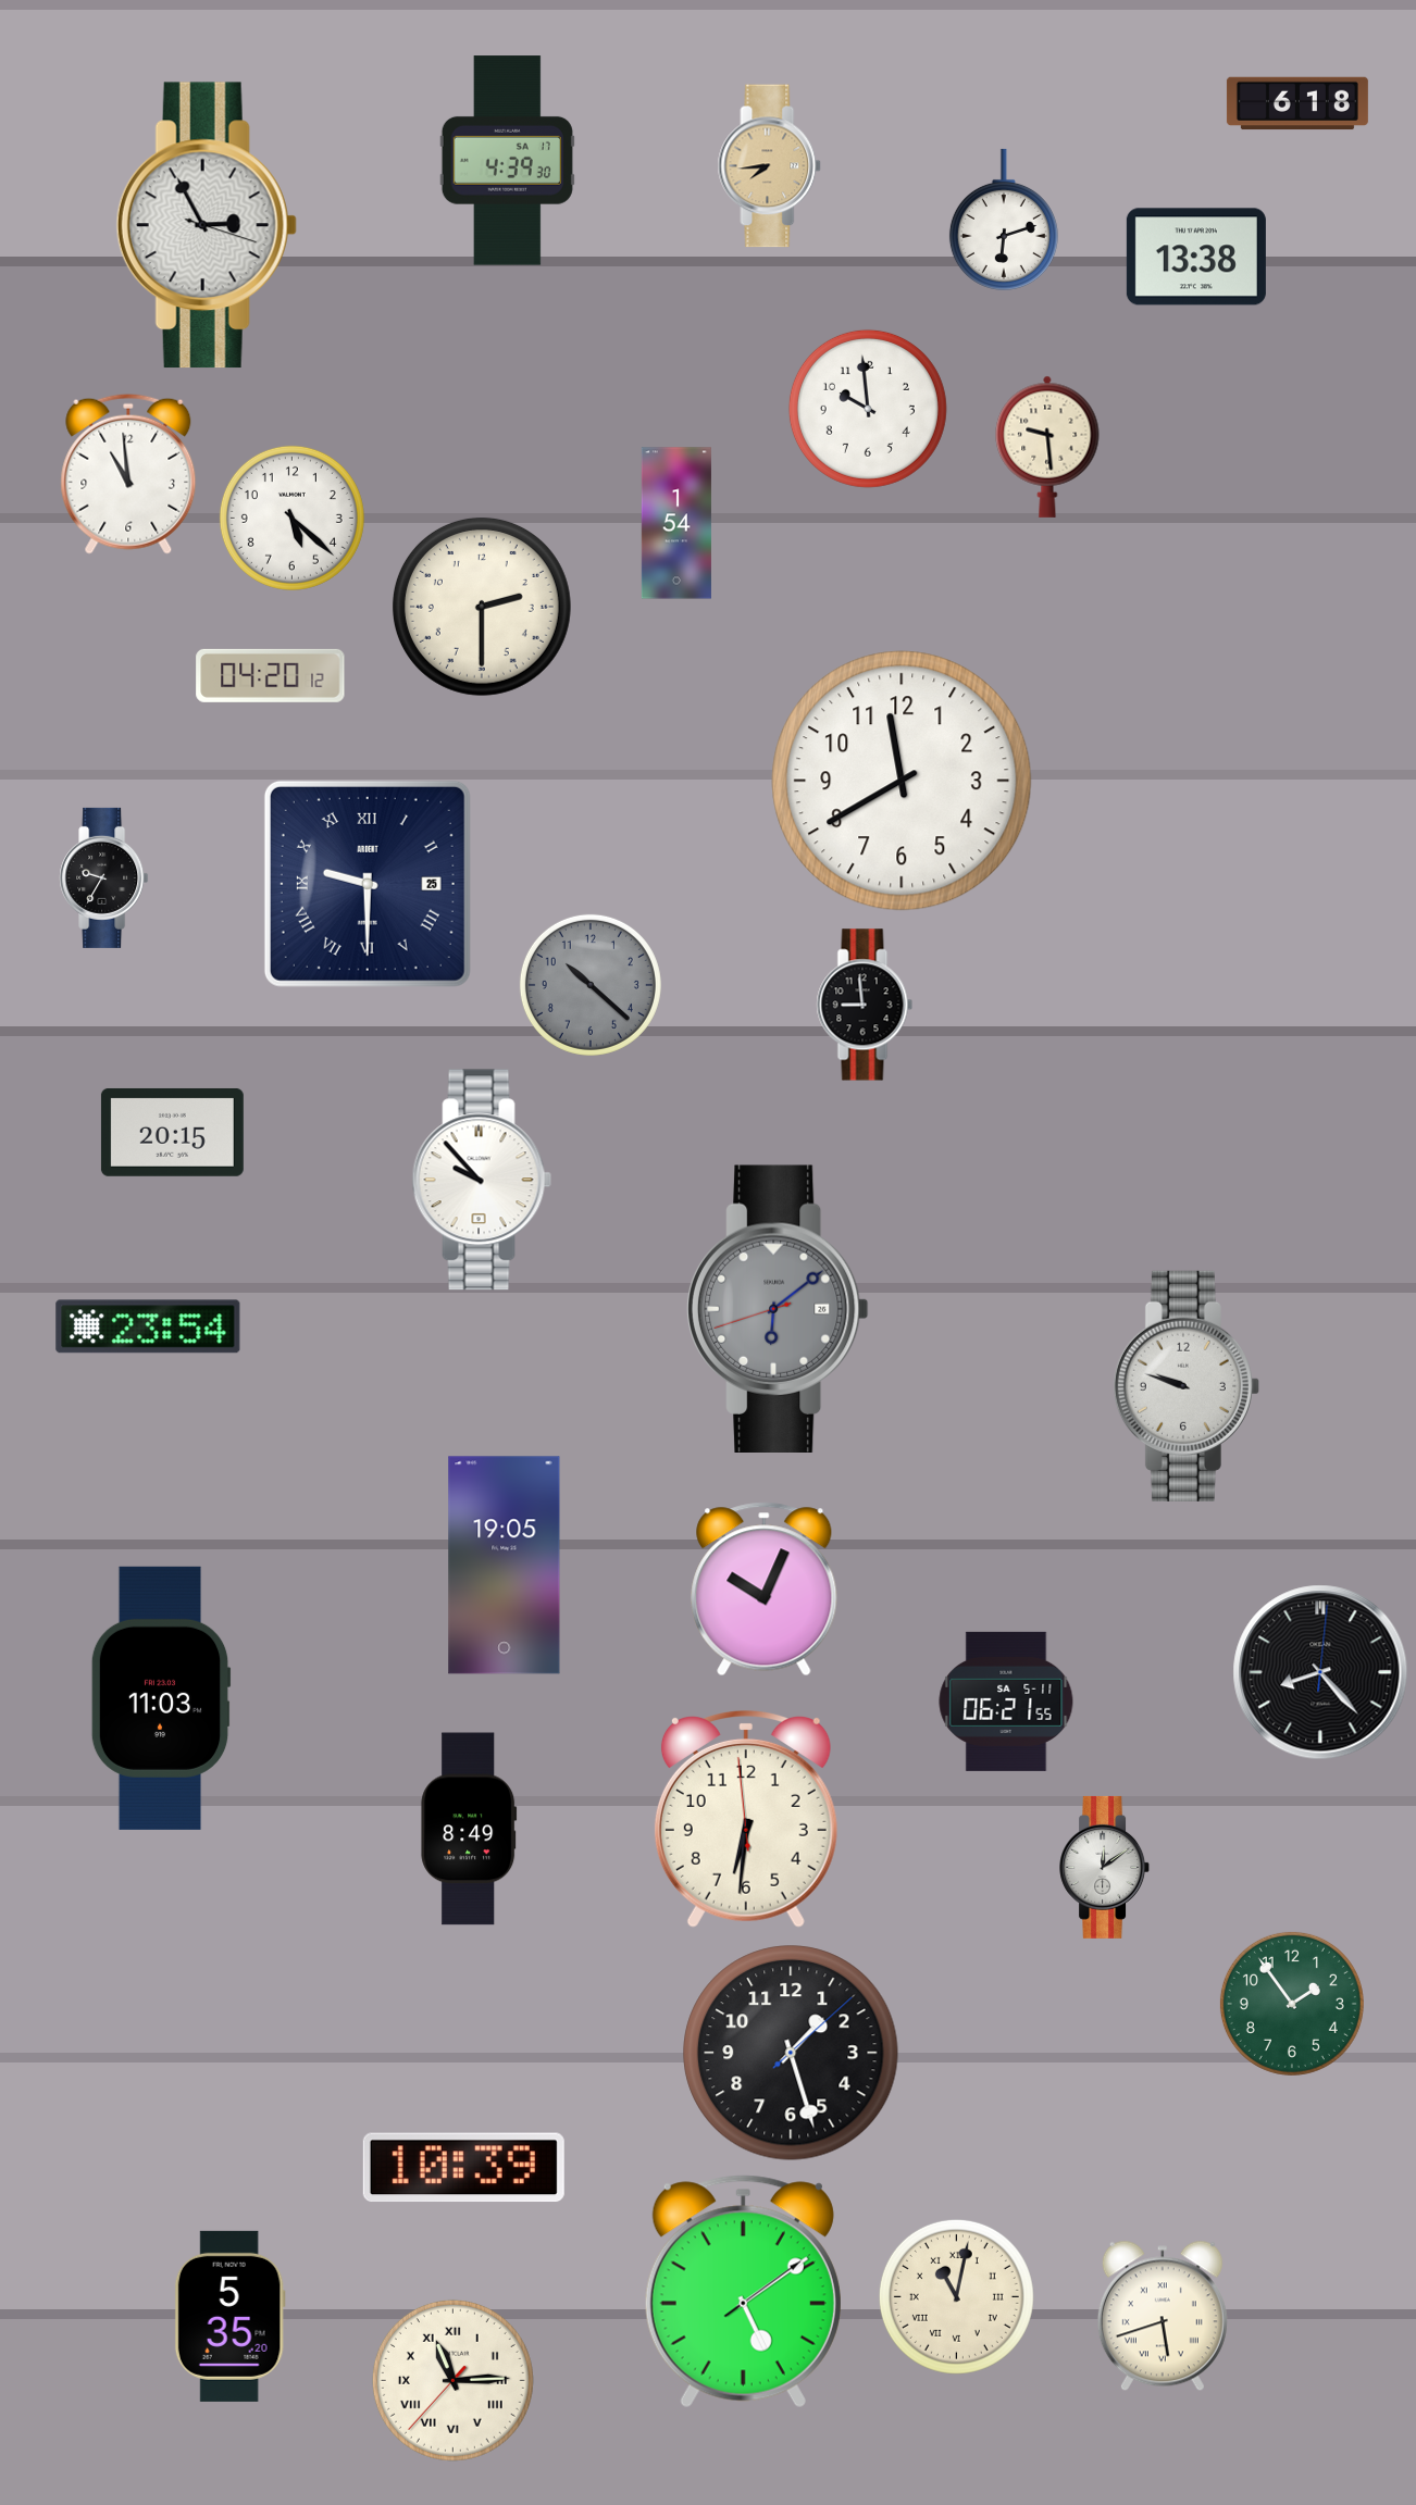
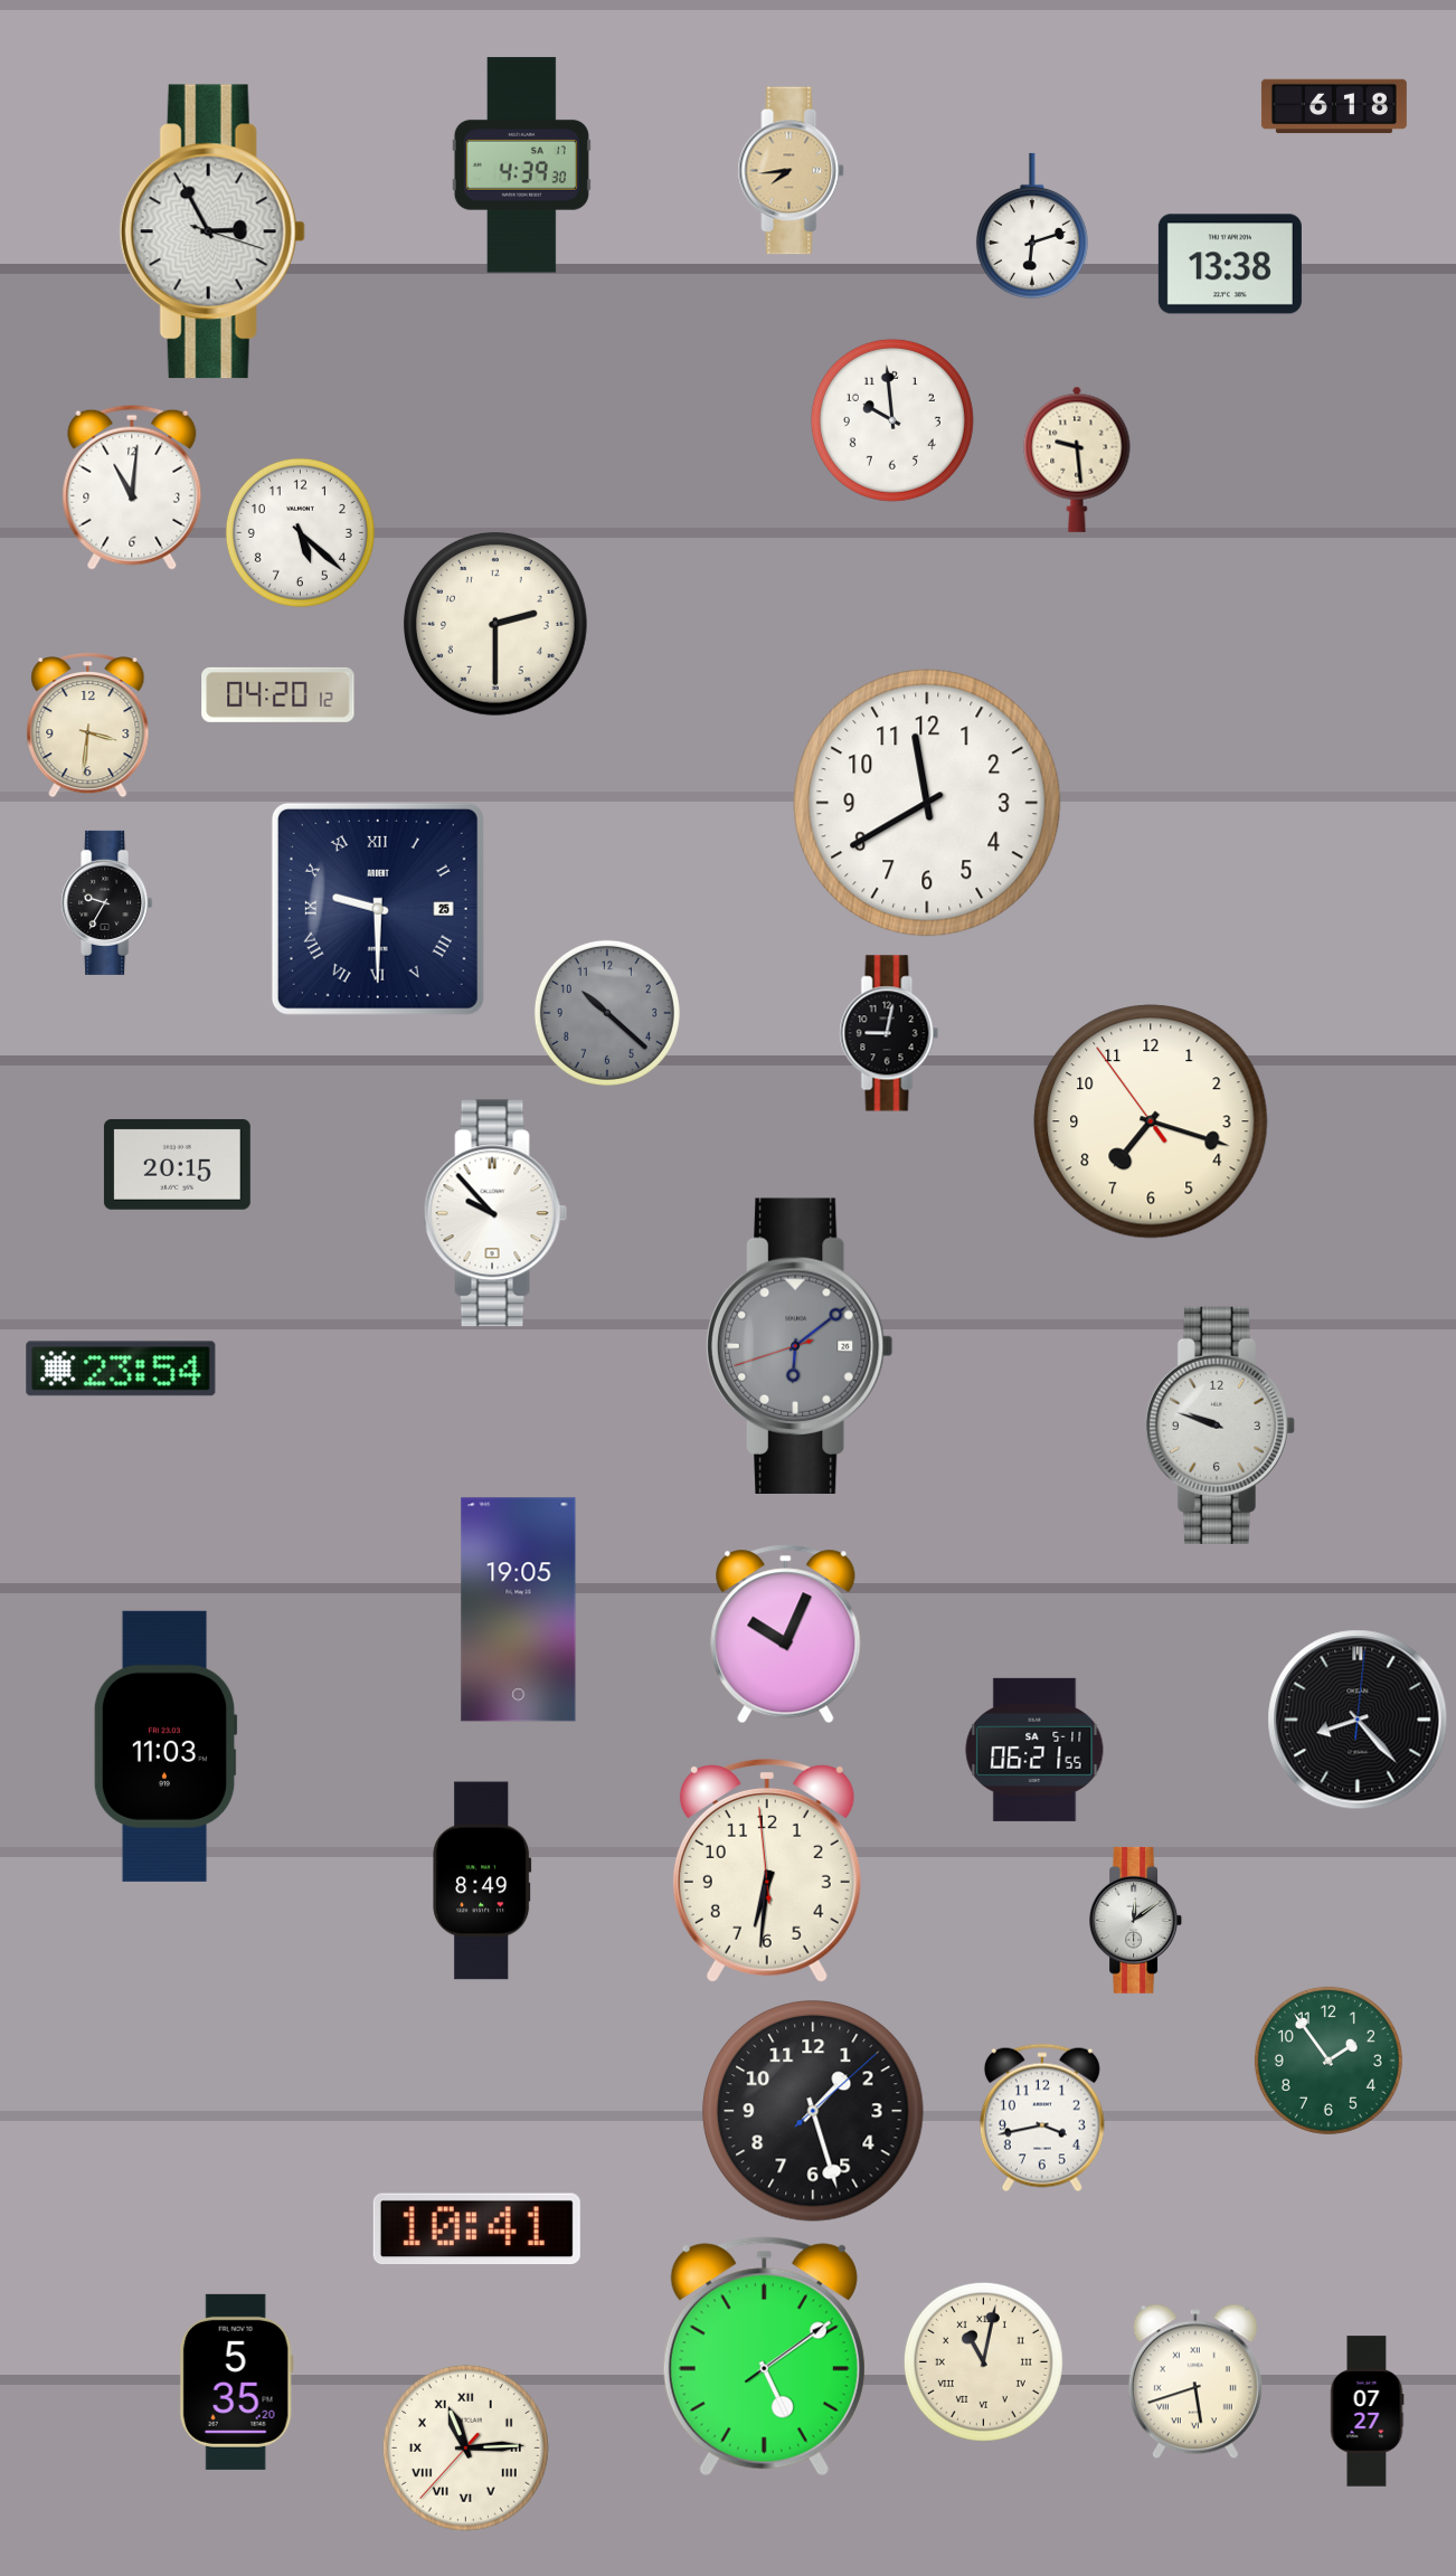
clock at (128, 474): 10:59 -> 11:01
clock at (676, 523): 1:54 -> none
clock at (88, 726): none -> 3:31
clock at (865, 1005): 8:59 -> 9:02
clock at (1151, 1121): none -> 7:17
clock at (148, 1326) position: (148, 1326) -> (121, 1368)
clock at (1042, 2118): none -> 3:43
clock at (463, 2168): 10:39 -> 10:41
clock at (1367, 2412): none -> 07:27
